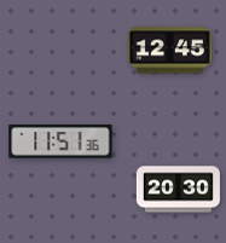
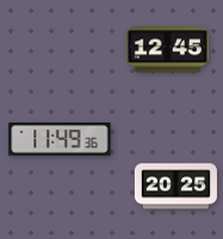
clock at (60, 141): 11:51 -> 11:49
clock at (178, 190): 20:30 -> 20:25
